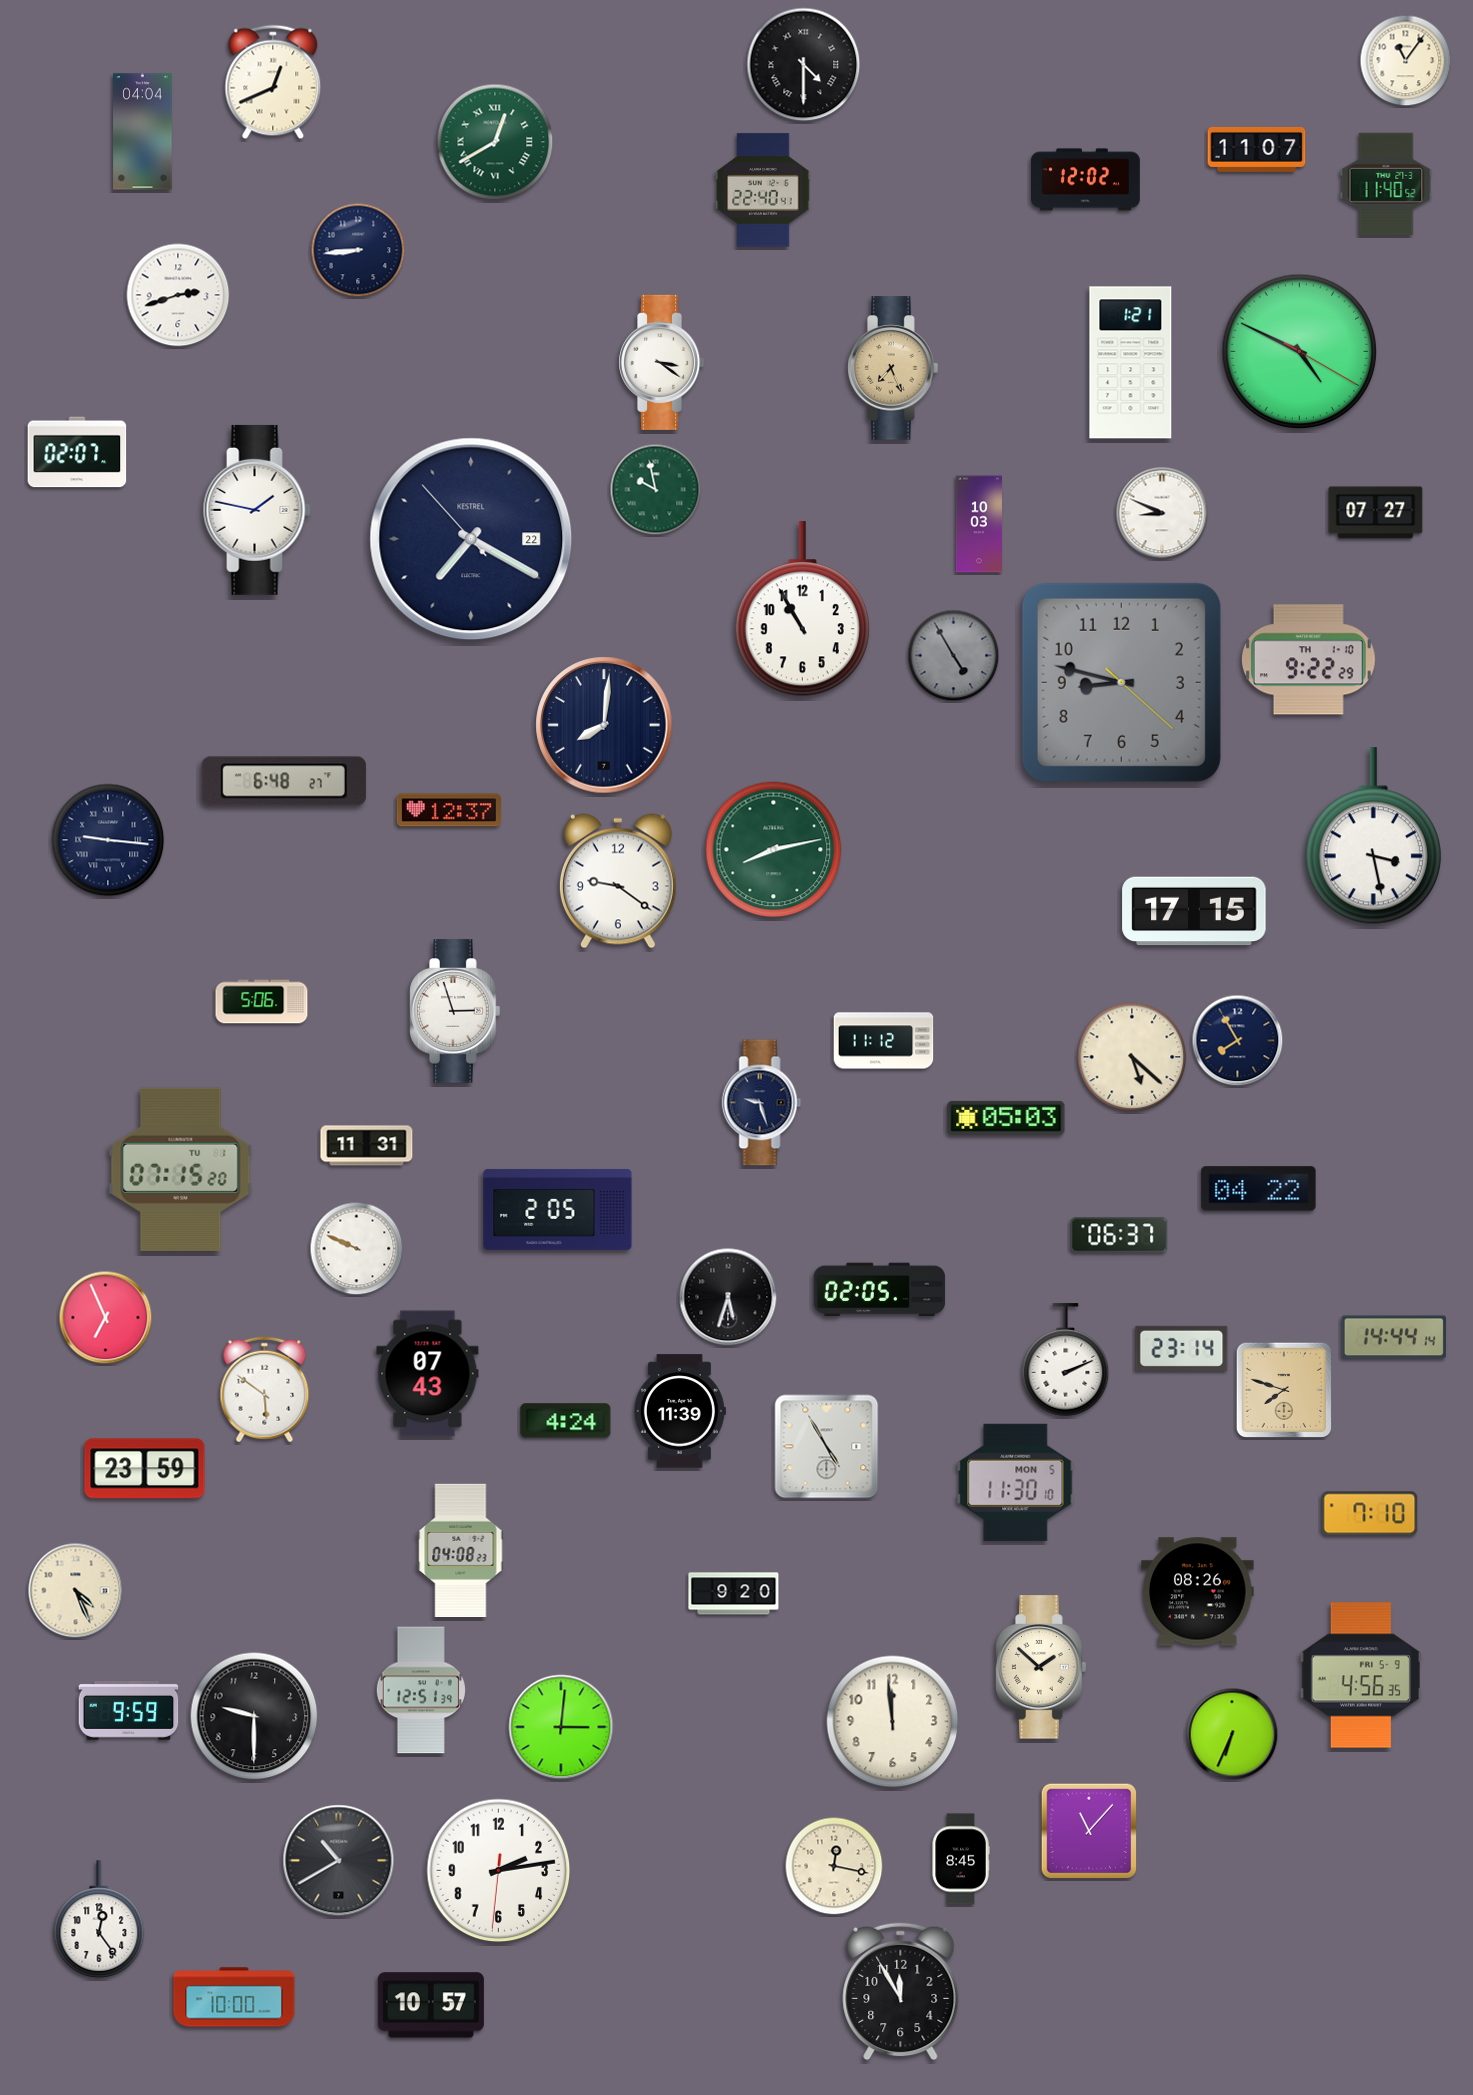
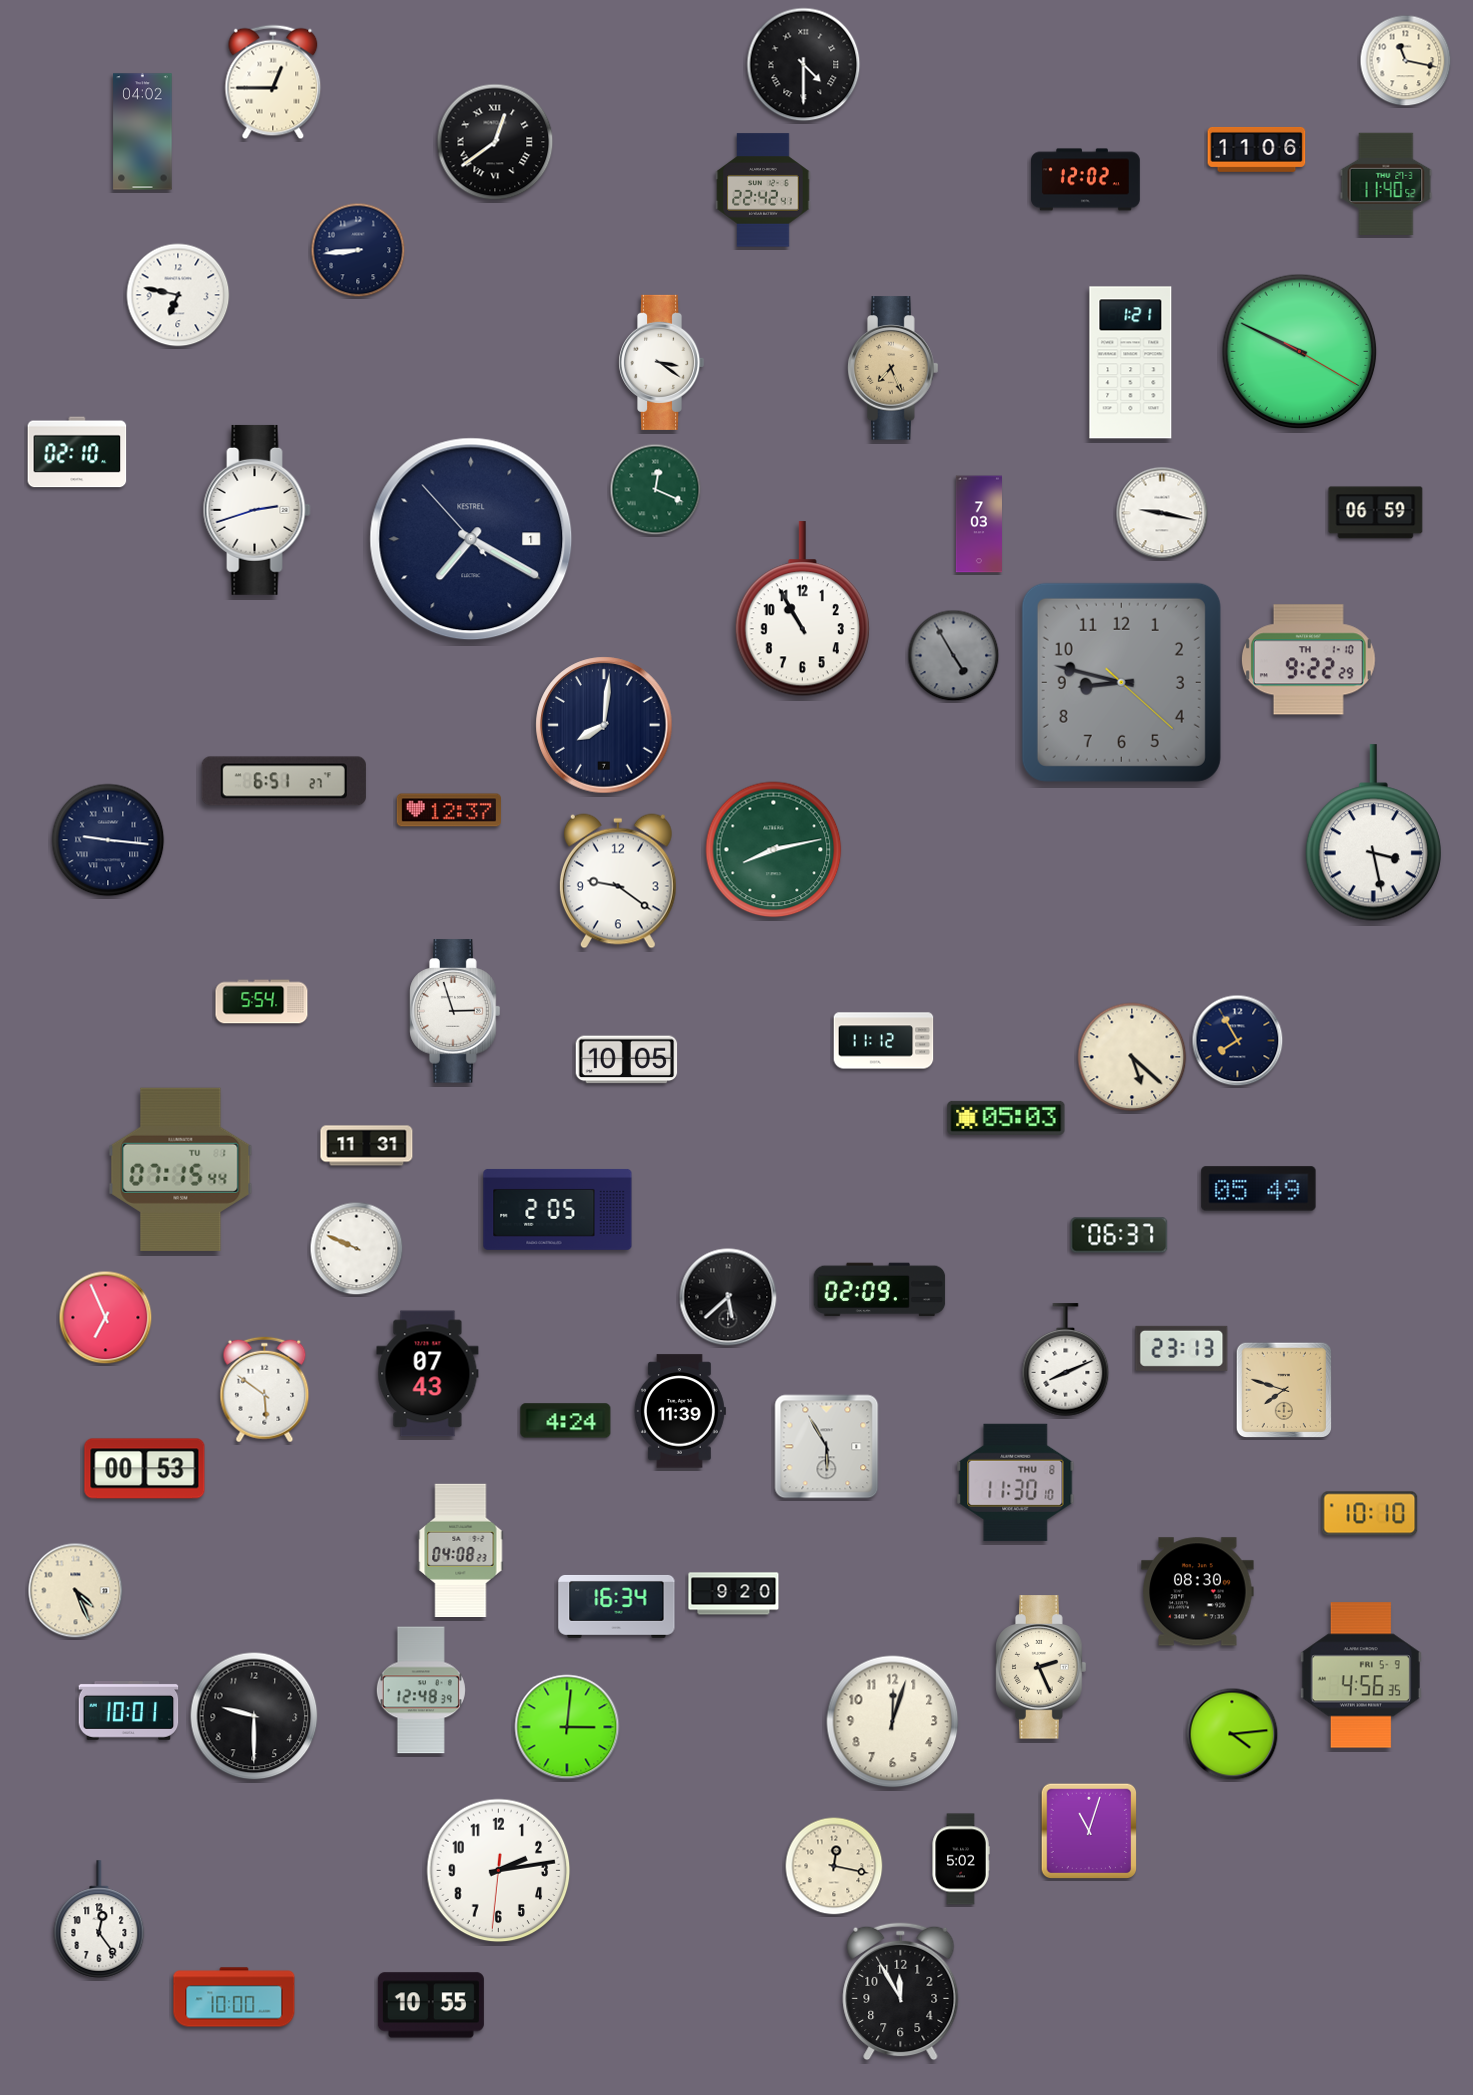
clock at (1406, 61): 11:06 -> 11:17
clock at (273, 82): 12:41 -> 12:45
clock at (143, 132): 04:04 -> 04:02
clock at (495, 142): 12:40 -> 12:39
clock at (495, 142) dial: green -> black
clock at (1257, 149): 11:07 -> 11:06
clock at (763, 190): 22:40 -> 22:42
clock at (178, 295): 2:42 -> 6:47
clock at (1300, 352): 4:49 -> 9:49
clock at (77, 452): 02:07 -> 02:10
clock at (656, 490): 9:58 -> 12:19
clock at (257, 510): 1:47 -> 2:42
clock at (1162, 513): 8:49 -> 9:17
clock at (1376, 513): 07:27 -> 06:59
clock at (978, 524): 10:03 -> 7:03
clock at (471, 539) date: 22 -> 1
clock at (284, 781): 6:48 -> 6:51
clock at (1373, 836) position: (1373, 836) -> (1373, 833)
clock at (1194, 911): 17:15 -> none
clock at (262, 1002): 5:06 -> 5:54
clock at (627, 1060): none -> 10:05
clock at (762, 1103): 9:27 -> none
clock at (181, 1169): 07:15:20 -> 07:15:44
clock at (1259, 1189): 04:22 -> 05:49
clock at (880, 1290): 02:05 -> 02:09
clock at (728, 1297): 5:33 -> 5:38
clock at (1394, 1337): 14:44 -> none
clock at (1182, 1348): 23:14 -> 23:13
clock at (1066, 1360): 2:11 -> 8:11
clock at (827, 1447): 4:55 -> 5:55
clock at (145, 1469): 23:59 -> 00:53
clock at (1016, 1482) date: MON 5 -> THU 8
clock at (1370, 1514): 7:10 -> 10:10
clock at (1198, 1592): 08:26 -> 08:30
clock at (617, 1606): none -> 16:34
clock at (1041, 1667): 1:52 -> 2:26
clock at (421, 1690): 12:51 -> 12:48
clock at (129, 1711): 9:59 -> 10:01
clock at (893, 1722): 11:59 -> 12:03
clock at (561, 1727) position: (561, 1727) -> (567, 1727)
clock at (1232, 1734): 6:34 -> 4:14
clock at (1088, 1830): 11:07 -> 11:03
clock at (961, 1859): 8:45 -> 5:02
clock at (339, 1861): 10:40 -> none
clock at (431, 2005): 10:57 -> 10:55
